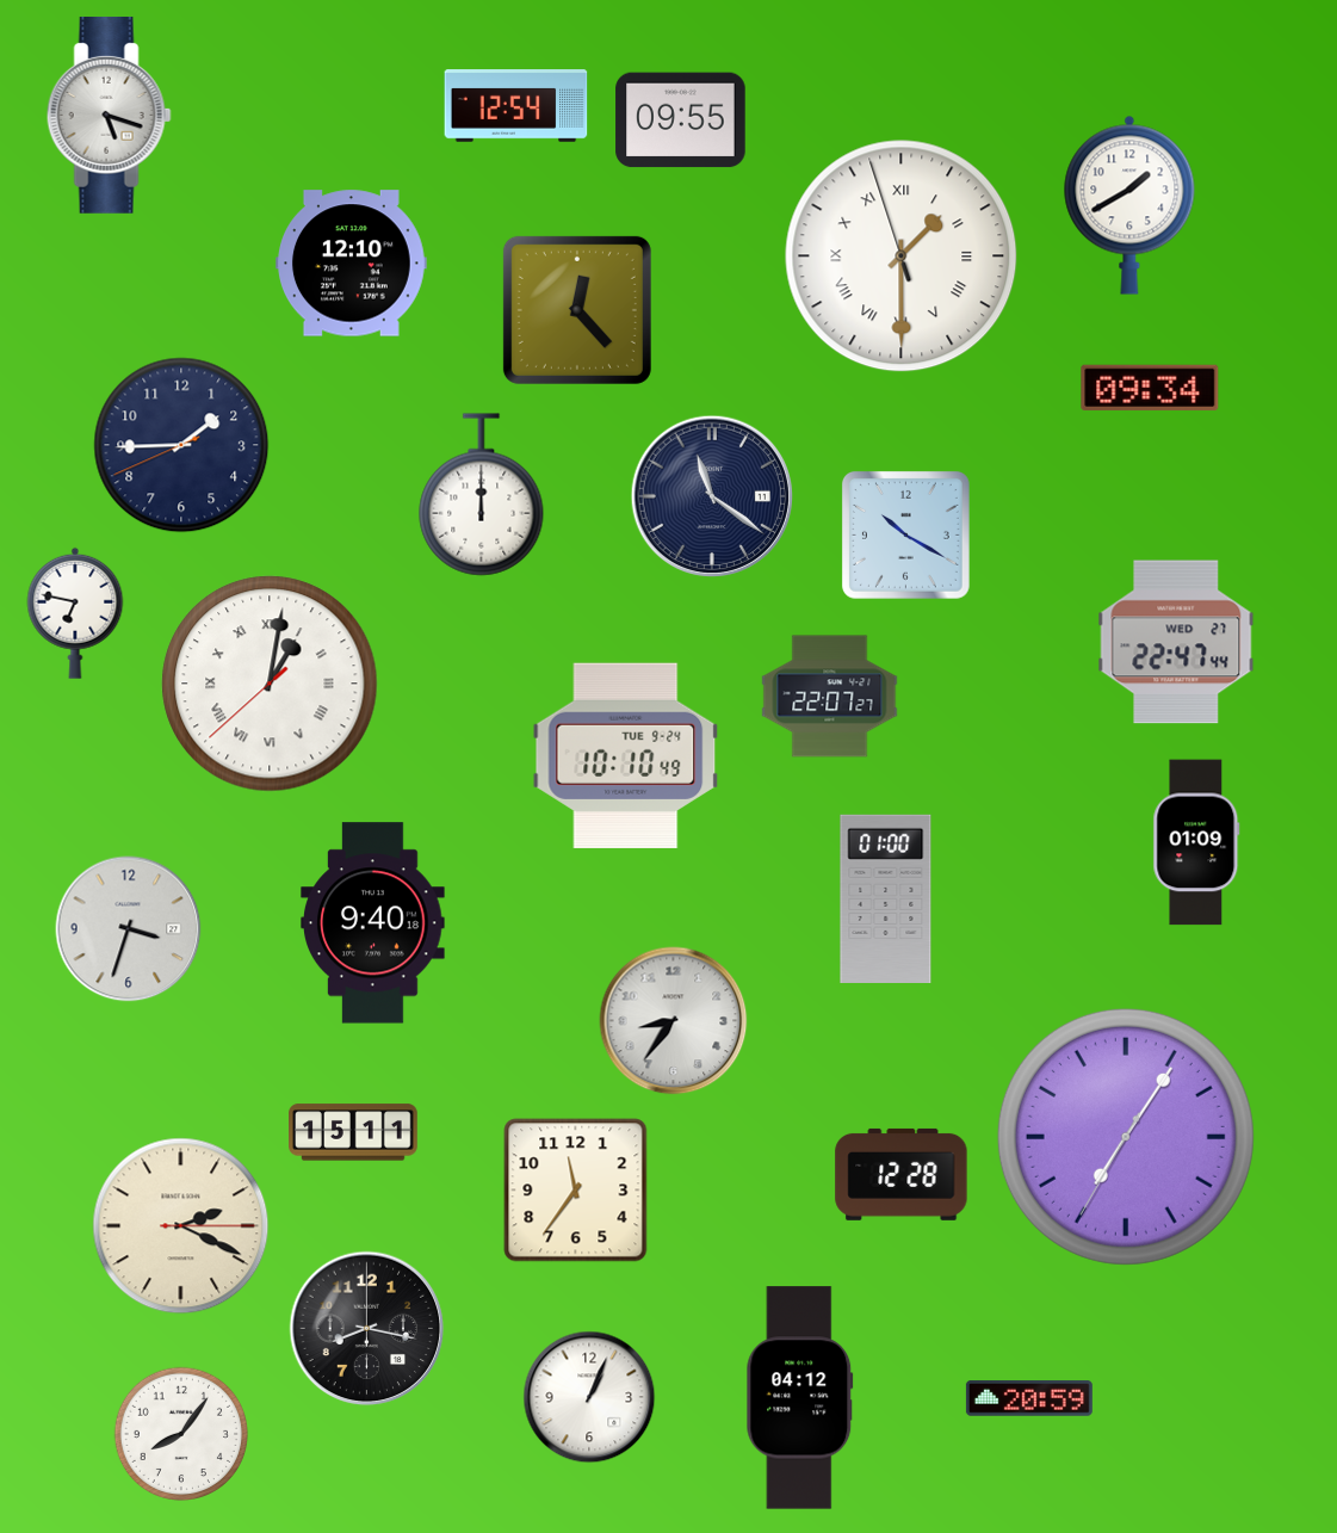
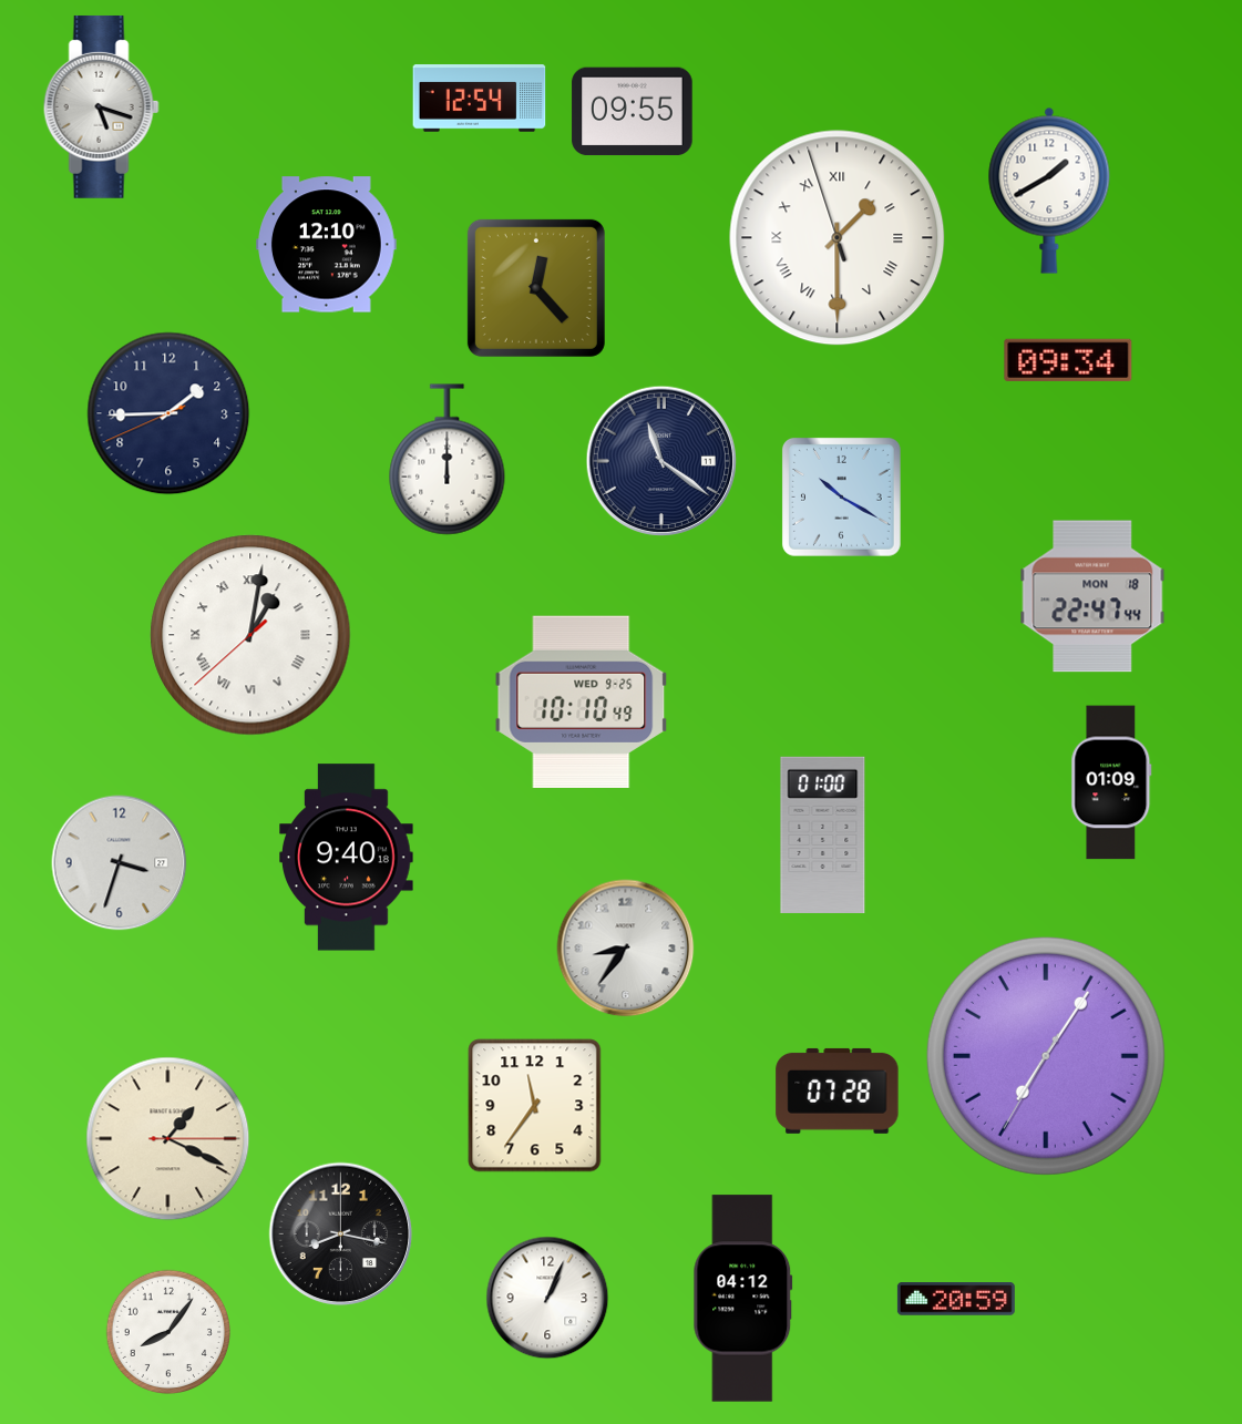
clock at (75, 613): 6:47 -> none
clock at (1176, 642) date: WED 27 -> MON 18
clock at (830, 697): 22:07 -> none
clock at (626, 755) date: TUE 9-24 -> WED 9-25
clock at (353, 1132): 15:11 -> none
clock at (902, 1174): 12:28 -> 07:28
clock at (181, 1226): 2:19 -> 1:19
